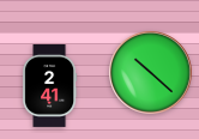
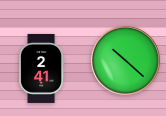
clock at (50, 85) position: (50, 85) -> (42, 68)
